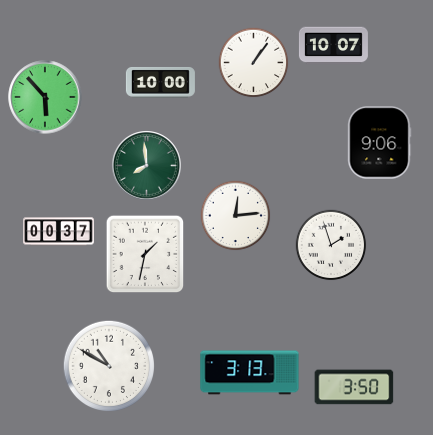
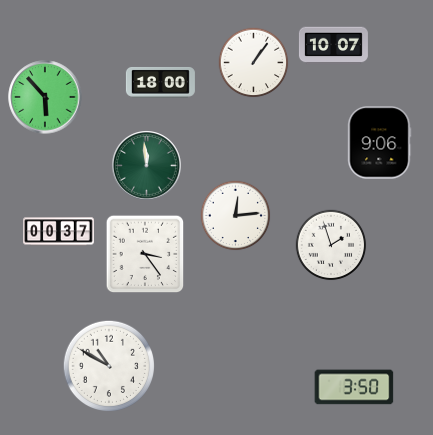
clock at (160, 83): 10:00 -> 18:00
clock at (147, 166): 7:59 -> 11:59
clock at (145, 254): 1:32 -> 3:24
clock at (250, 373): 3:13 -> none
